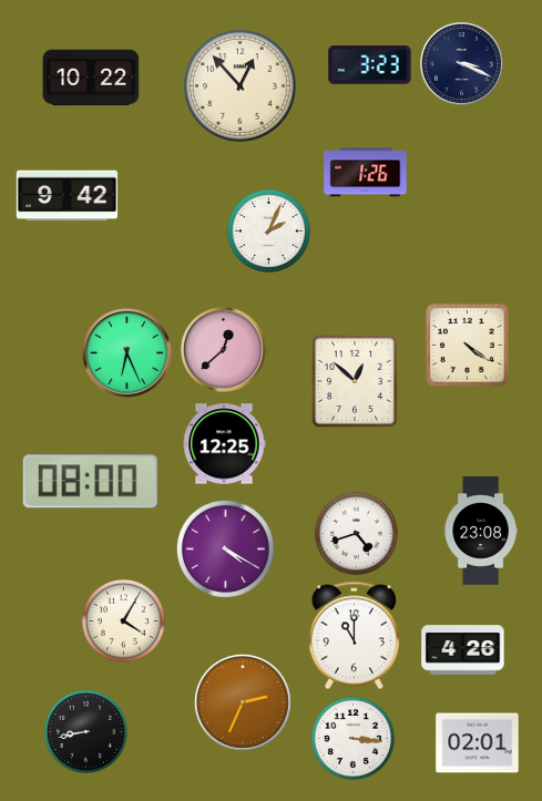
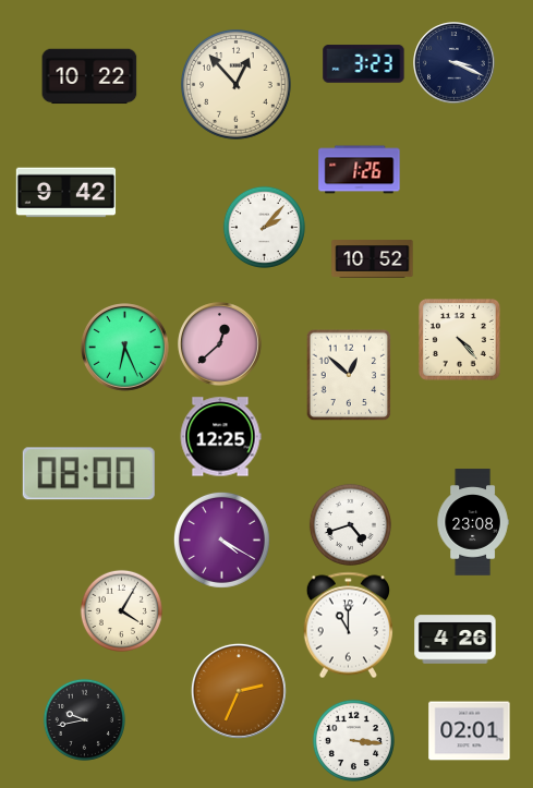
clock at (268, 230): 2:04 -> 2:07
clock at (373, 259): none -> 10:52
clock at (468, 346): 4:21 -> 4:23
clock at (85, 731): 8:43 -> 9:43
clock at (352, 738) position: (352, 738) -> (353, 740)
